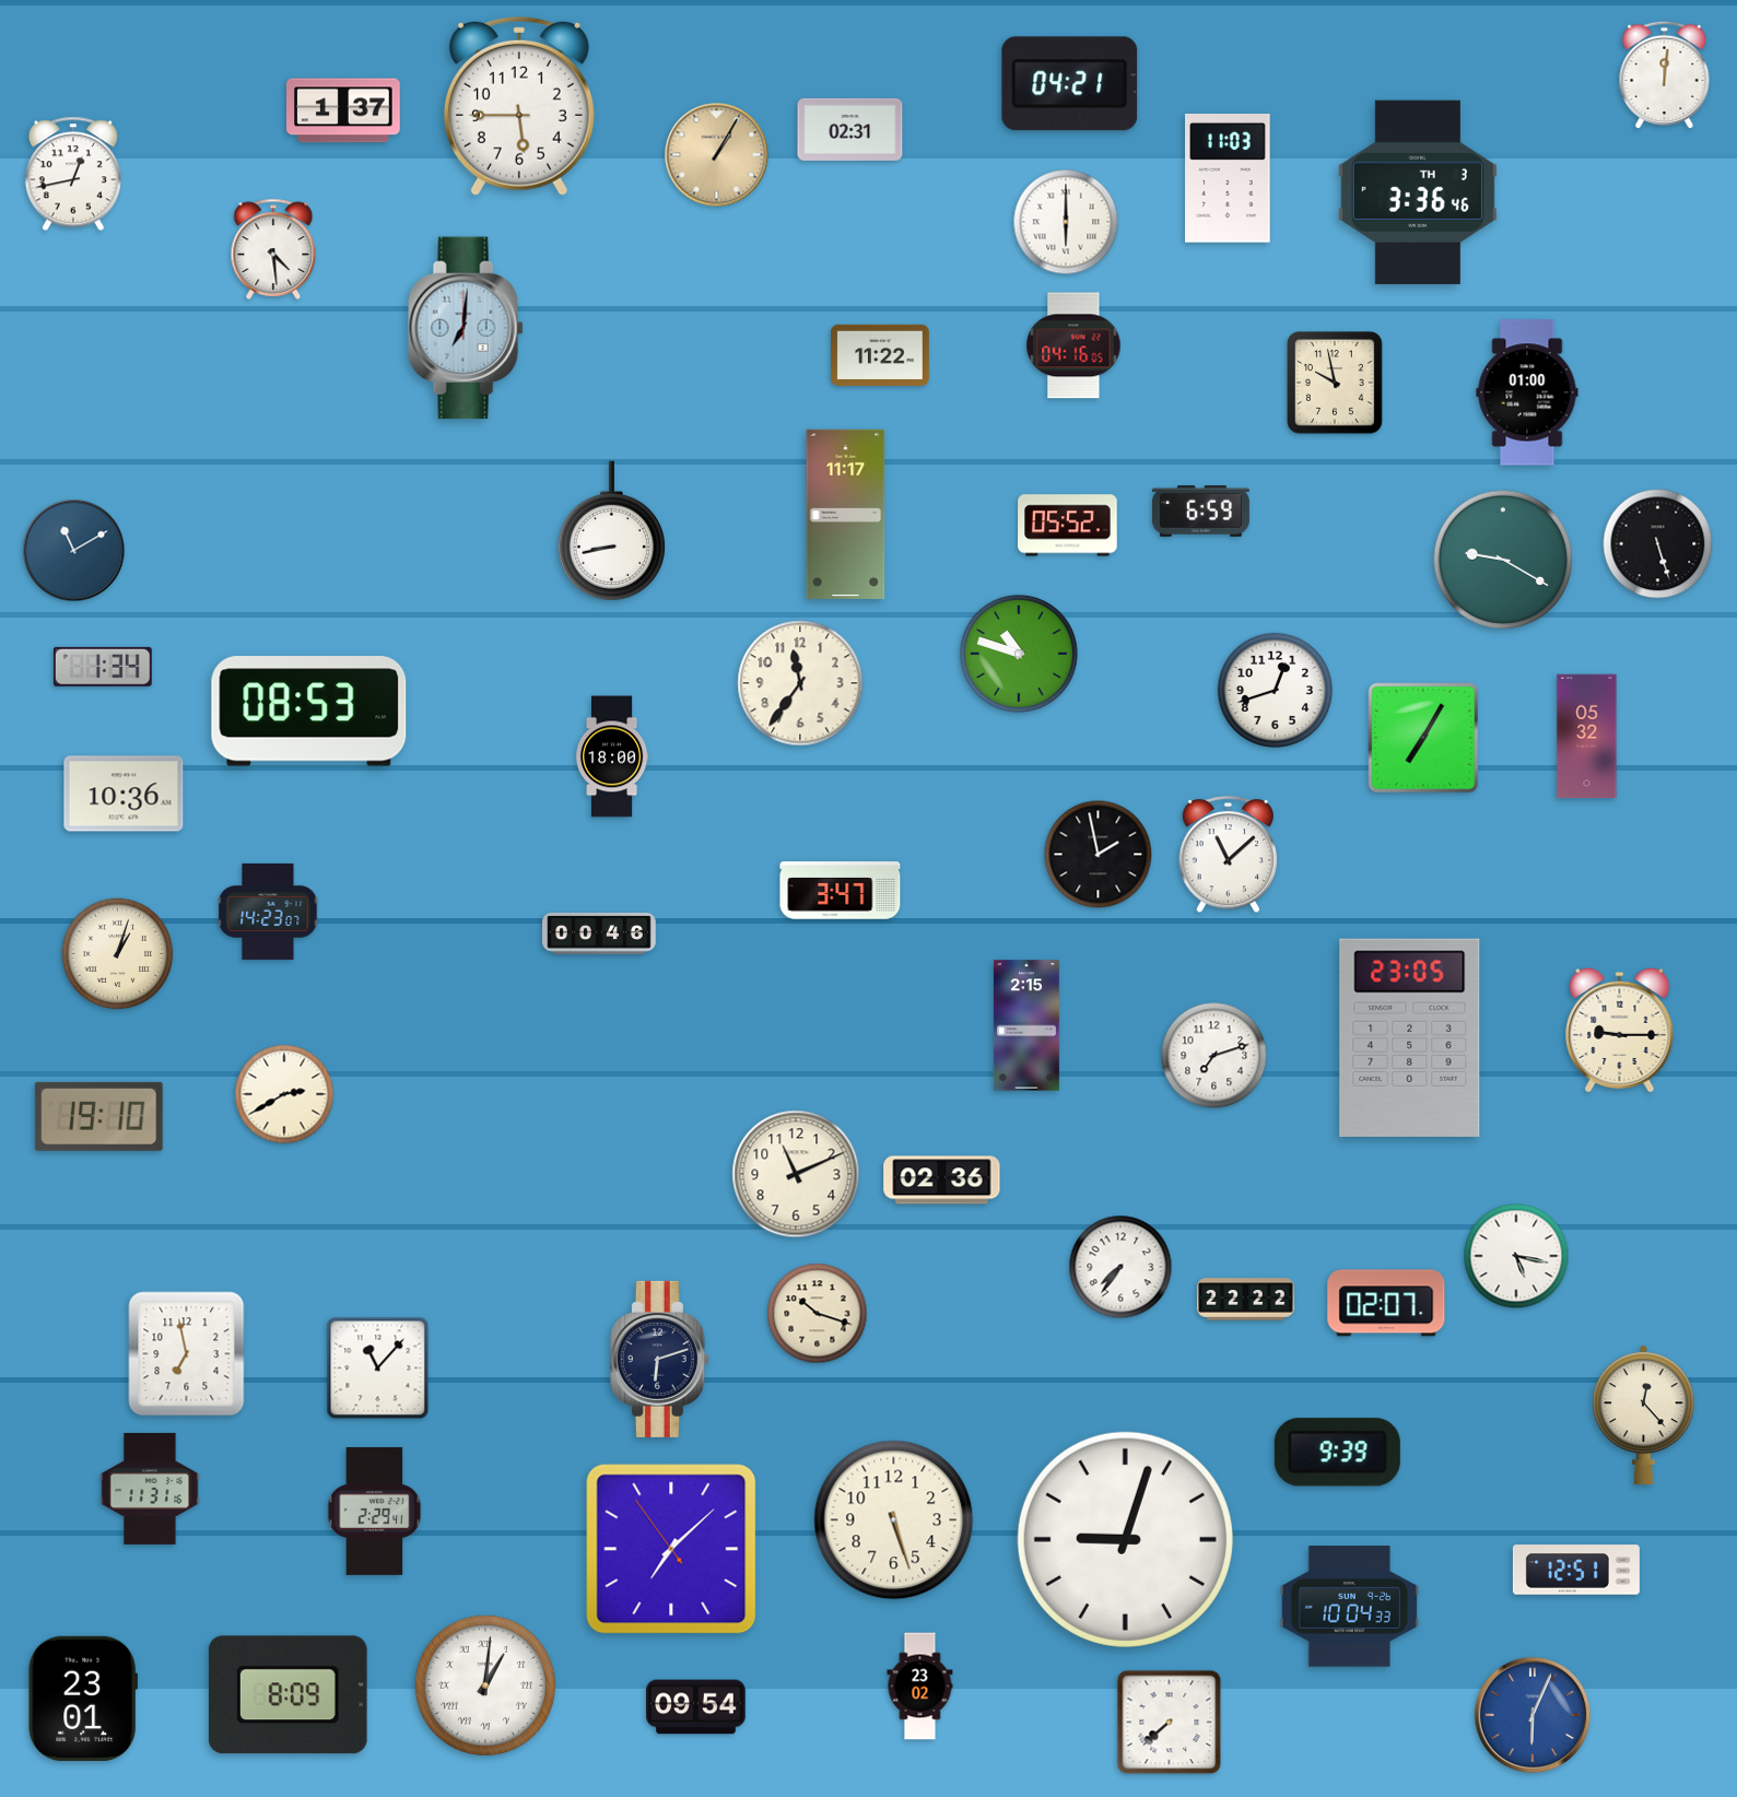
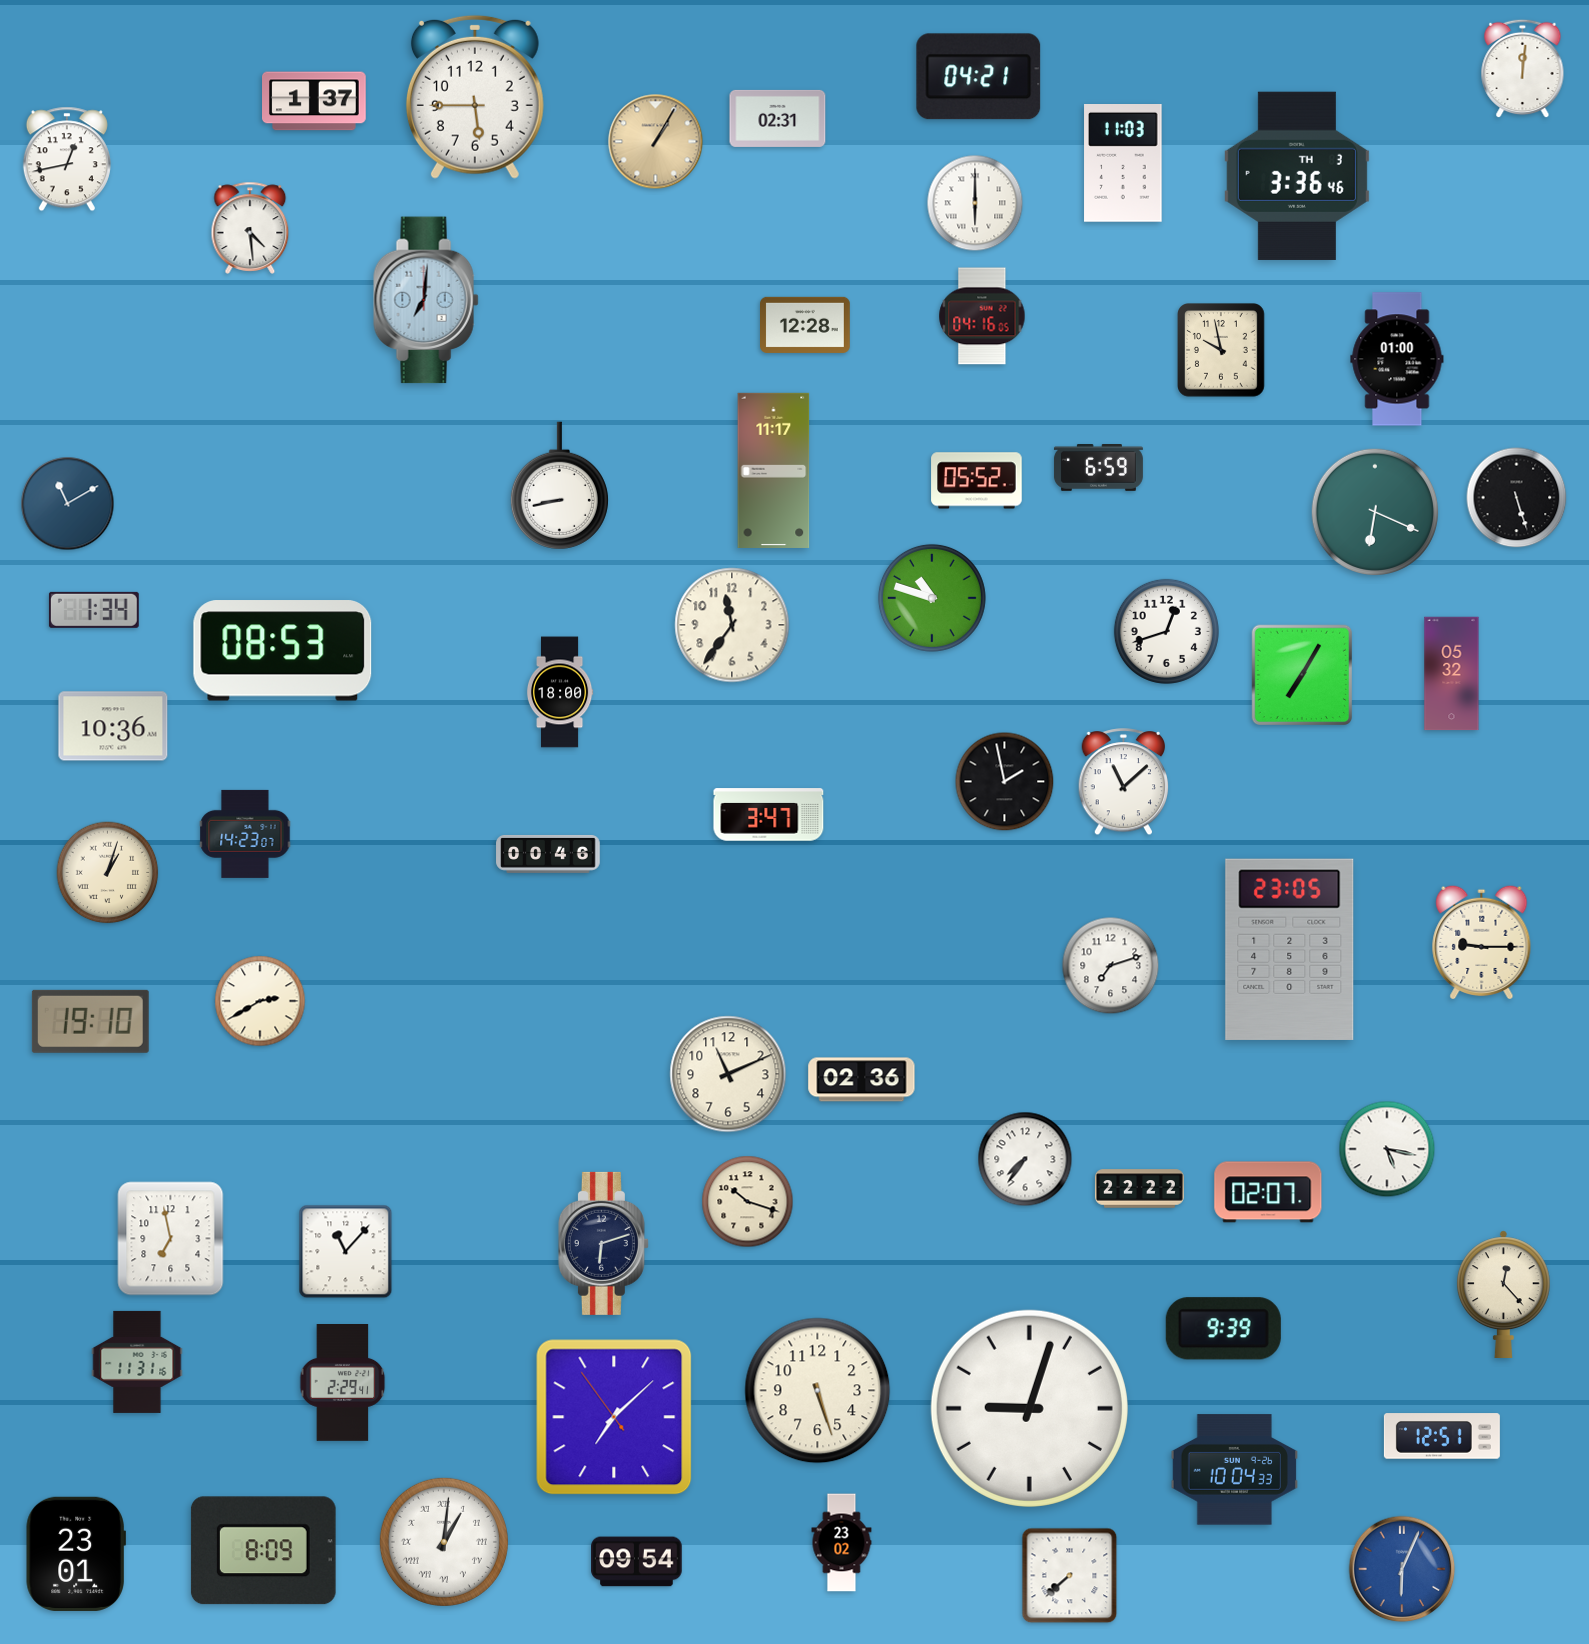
clock at (881, 355): 11:22 -> 12:28
clock at (1502, 559): 9:20 -> 6:19
clock at (1026, 1025): 2:15 -> none
